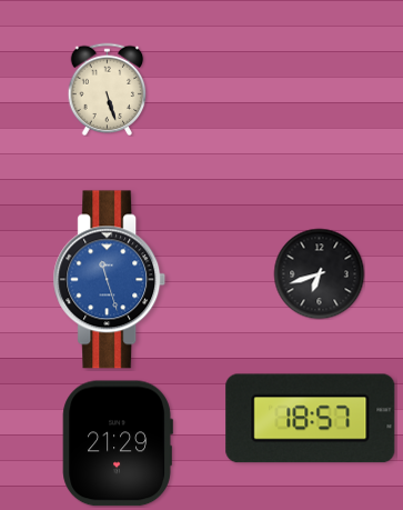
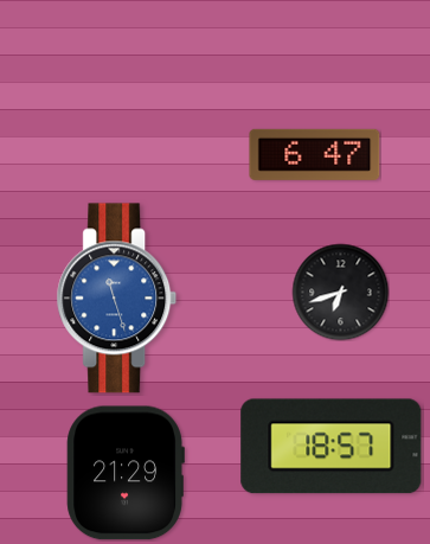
clock at (108, 89): 5:27 -> none
clock at (315, 154): none -> 6:47
